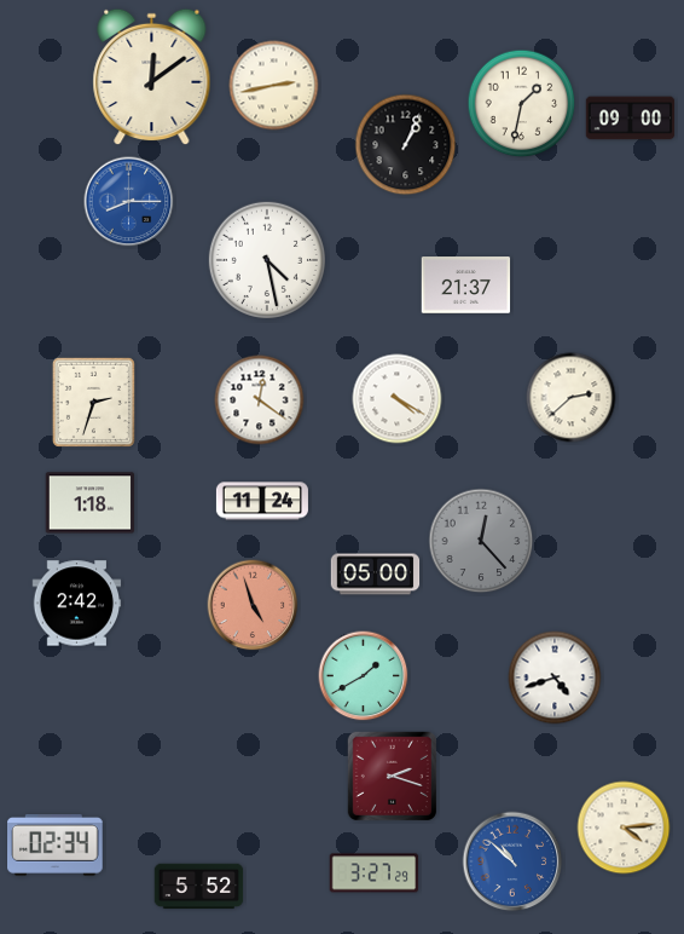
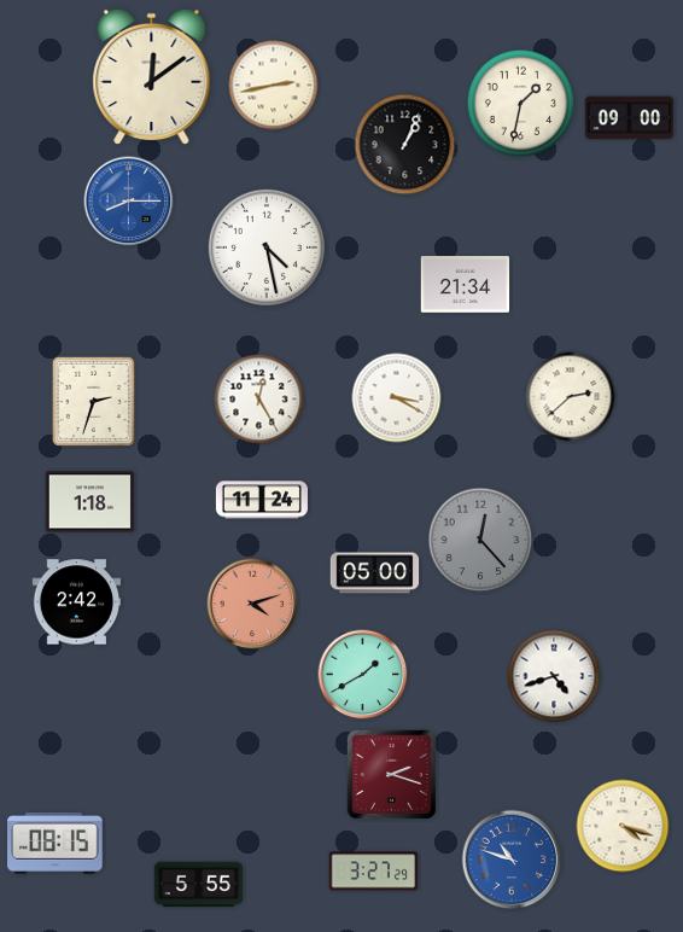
clock at (267, 260) position: (267, 260) -> (267, 247)
clock at (466, 286): 21:37 -> 21:34
clock at (398, 399): 4:20 -> 3:20
clock at (260, 400): 12:21 -> 12:25
clock at (253, 605): 4:57 -> 4:12
clock at (624, 828): 4:14 -> 4:18
clock at (56, 844): 02:34 -> 08:15
clock at (512, 861): 10:52 -> 10:48
clock at (199, 887): 5:52 -> 5:55
